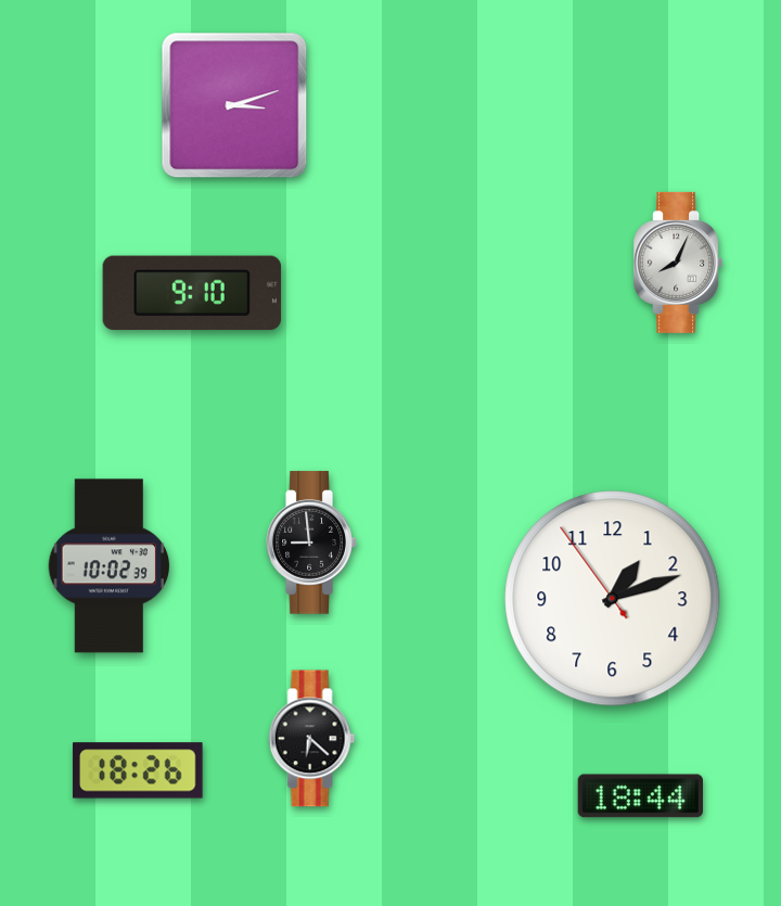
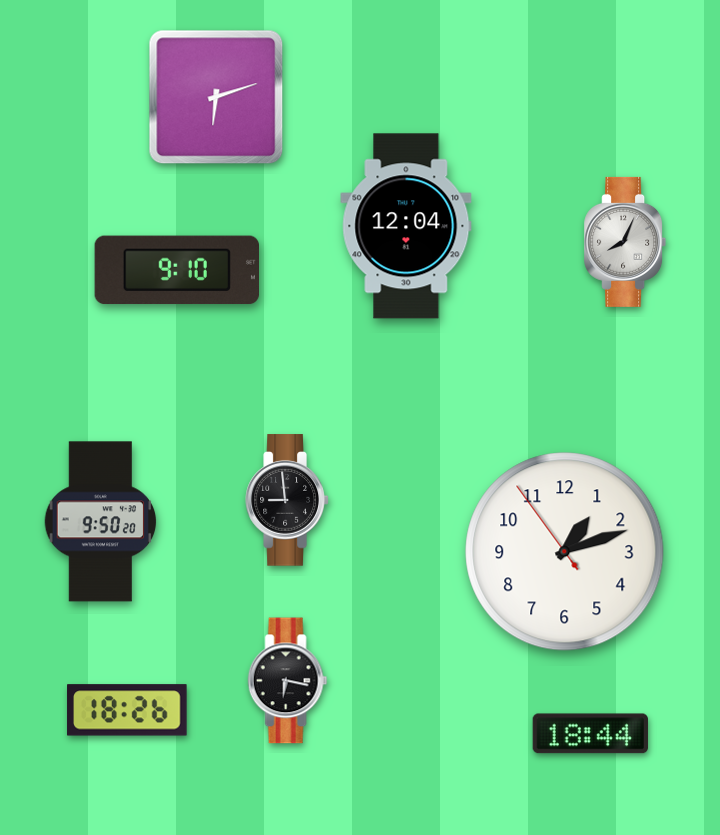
clock at (234, 105): 3:12 -> 6:12
clock at (406, 226): none -> 12:04
clock at (110, 566): 10:02 -> 9:50
clock at (312, 739): 6:22 -> 6:17
